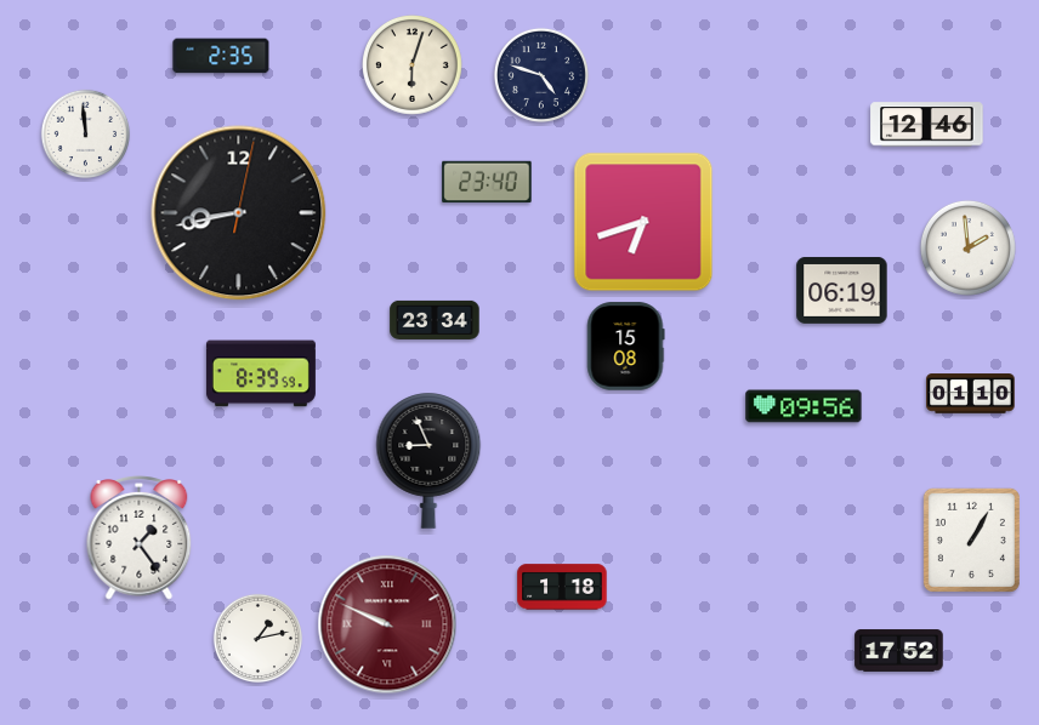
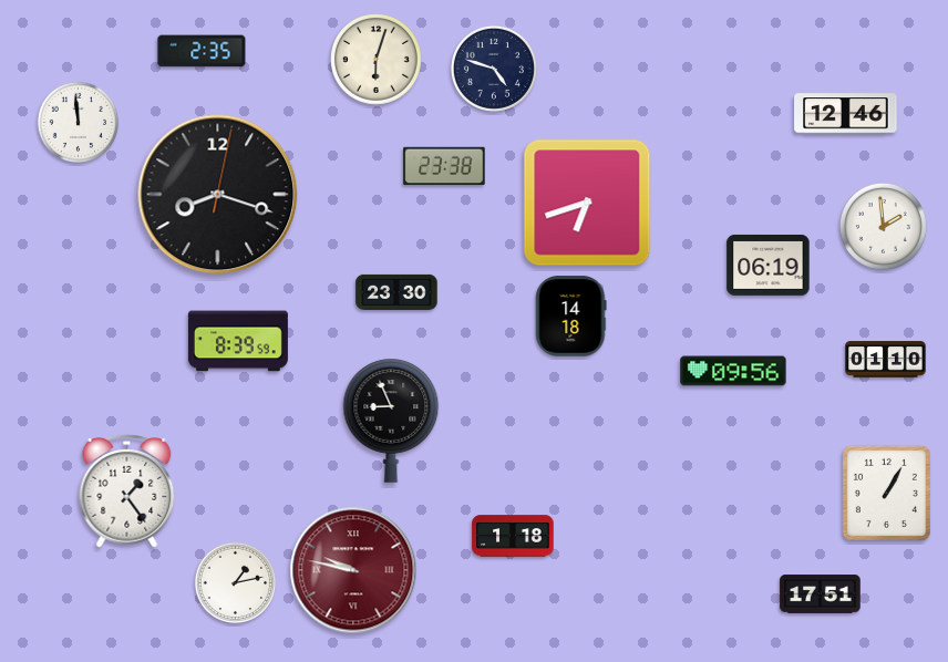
clock at (487, 182): 23:40 -> 23:38
clock at (239, 213): 8:43 -> 8:18
clock at (435, 320): 23:34 -> 23:30
clock at (626, 347): 15:08 -> 14:18
clock at (387, 624): 9:49 -> 9:47
clock at (899, 651): 17:52 -> 17:51
